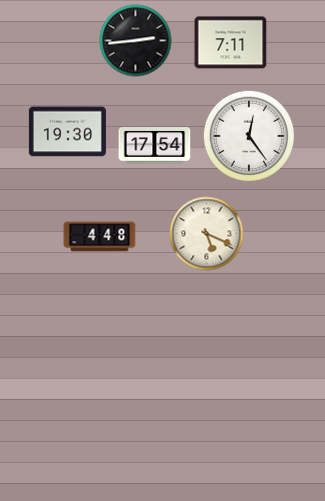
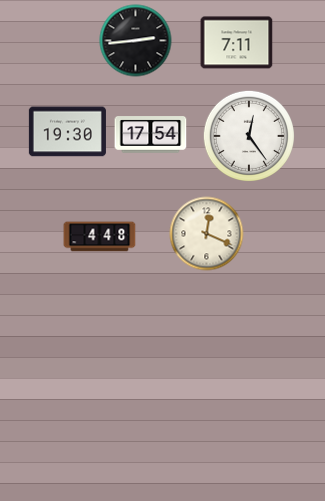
clock at (231, 43) position: (231, 43) -> (237, 43)
clock at (155, 146) position: (155, 146) -> (151, 135)
clock at (207, 234): 5:19 -> 12:19
